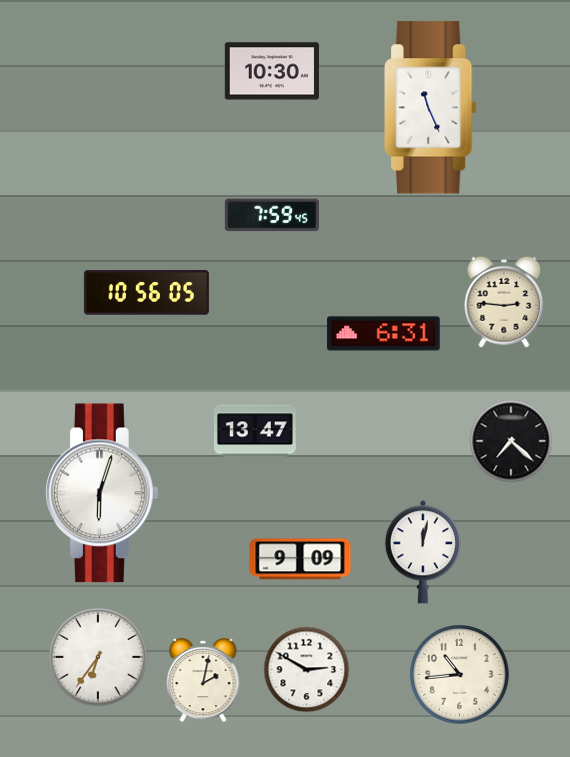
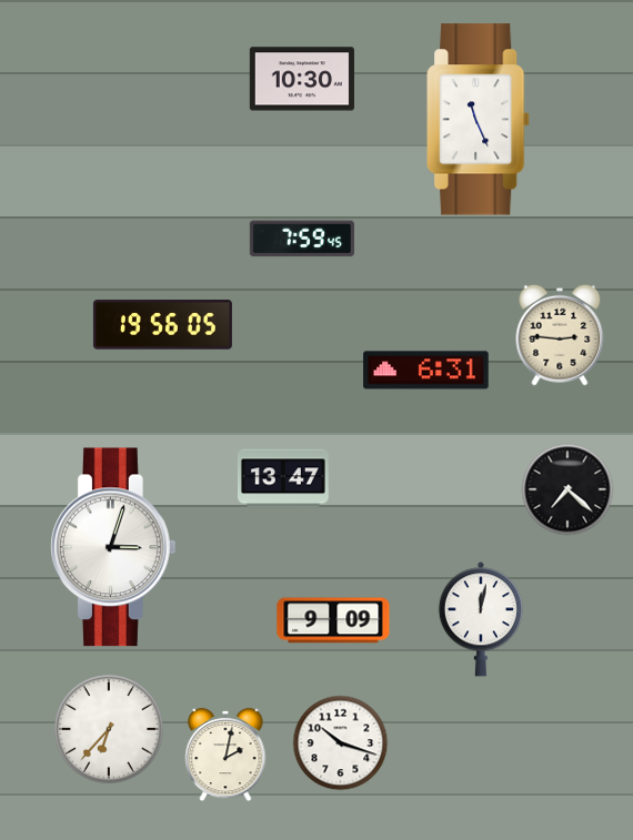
clock at (146, 293): 10:56 -> 19:56
clock at (103, 493): 6:03 -> 3:03
clock at (423, 552) position: (423, 552) -> (481, 619)
clock at (99, 658): 6:36 -> 6:37
clock at (307, 670): 2:50 -> 10:18
clock at (460, 675): 10:44 -> none
